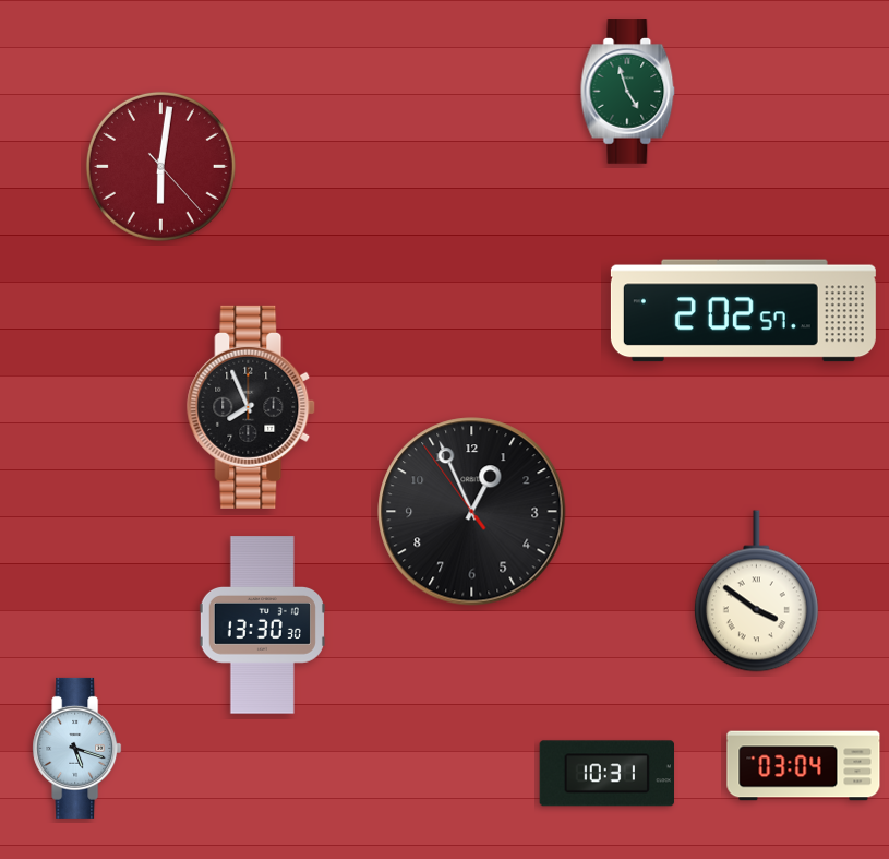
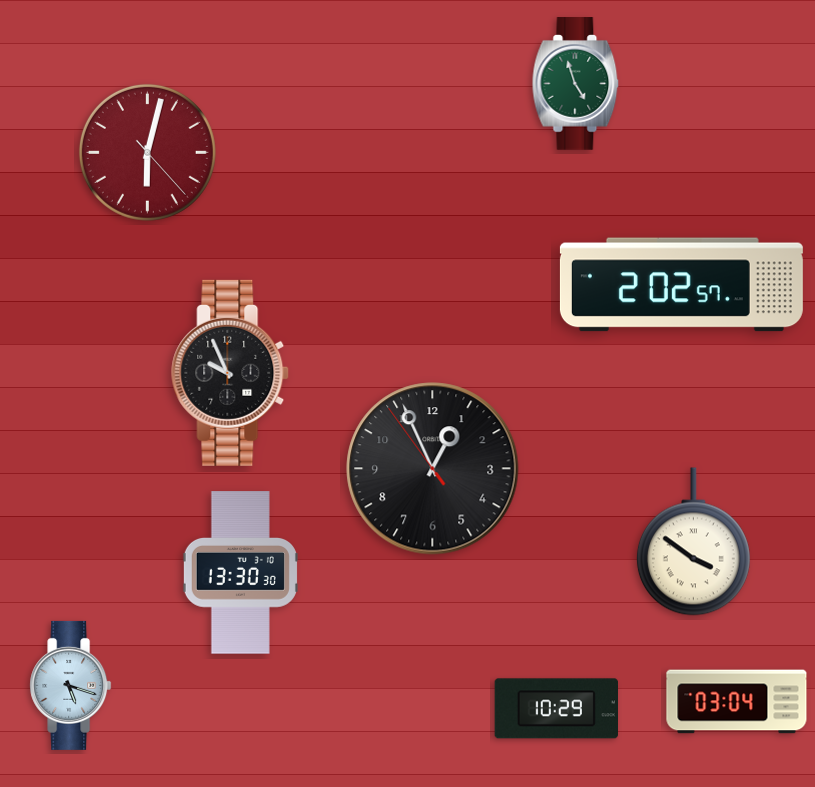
clock at (160, 166): 6:01 -> 6:02
clock at (252, 407): 7:56 -> 9:56
clock at (606, 774): 10:31 -> 10:29
